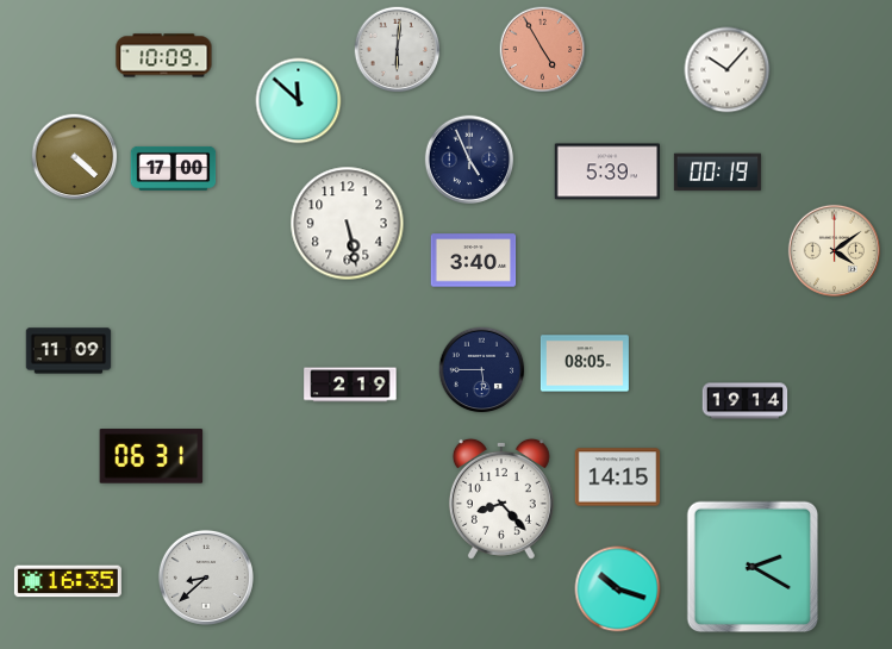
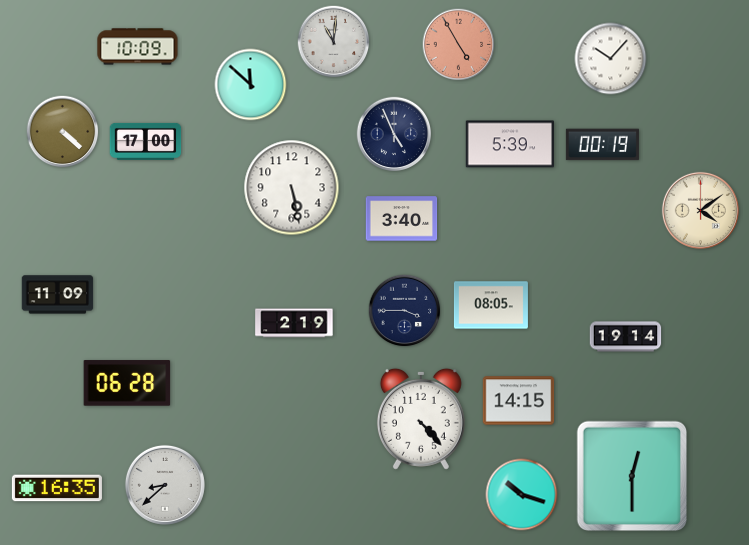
clock at (398, 50): 6:01 -> 11:01
clock at (543, 50) position: (543, 50) -> (459, 45)
clock at (474, 261) position: (474, 261) -> (402, 219)
clock at (482, 370): 5:45 -> 3:45
clock at (151, 456): 06:31 -> 06:28
clock at (501, 499): 8:23 -> 4:23
clock at (753, 567): 2:20 -> 12:30
clock at (206, 578) position: (206, 578) -> (165, 485)
clock at (618, 589) position: (618, 589) -> (522, 495)
